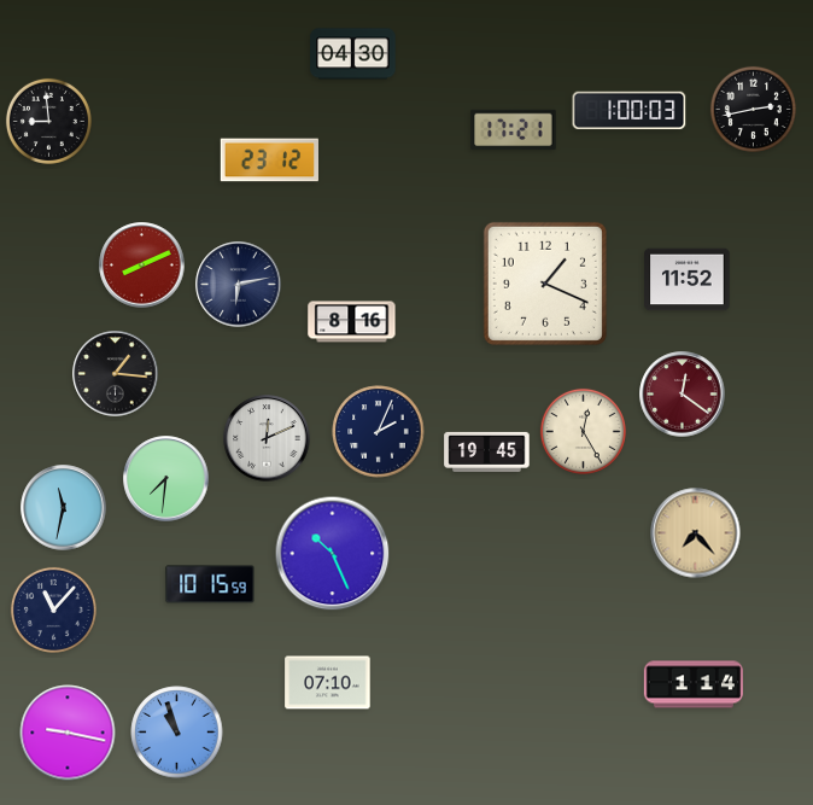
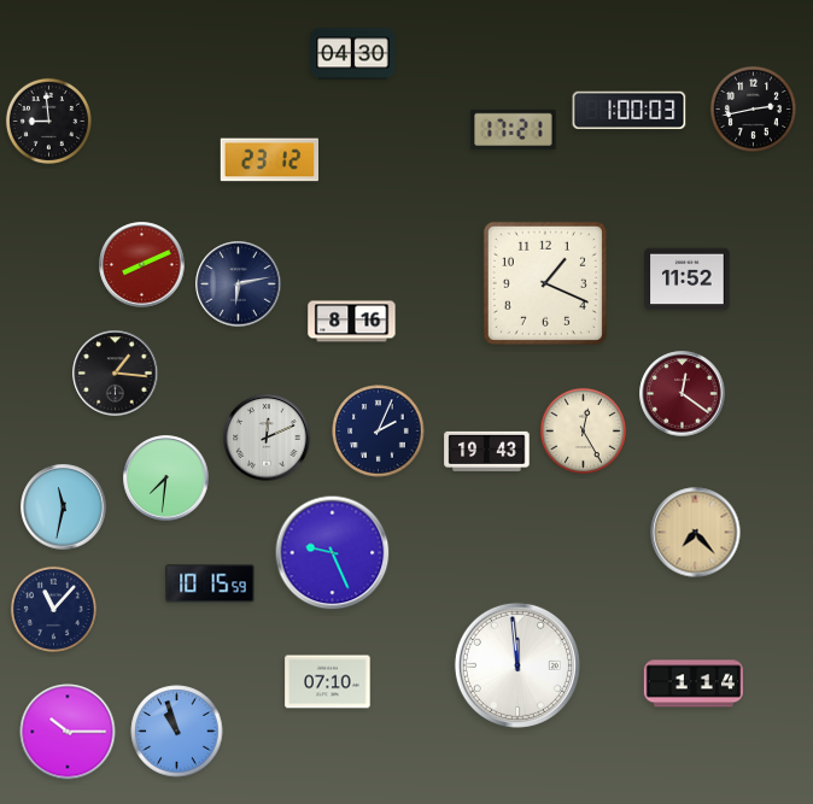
clock at (487, 451): 19:45 -> 19:43
clock at (333, 554): 10:26 -> 9:26
clock at (517, 665): none -> 11:59
clock at (68, 733): 9:17 -> 10:15
